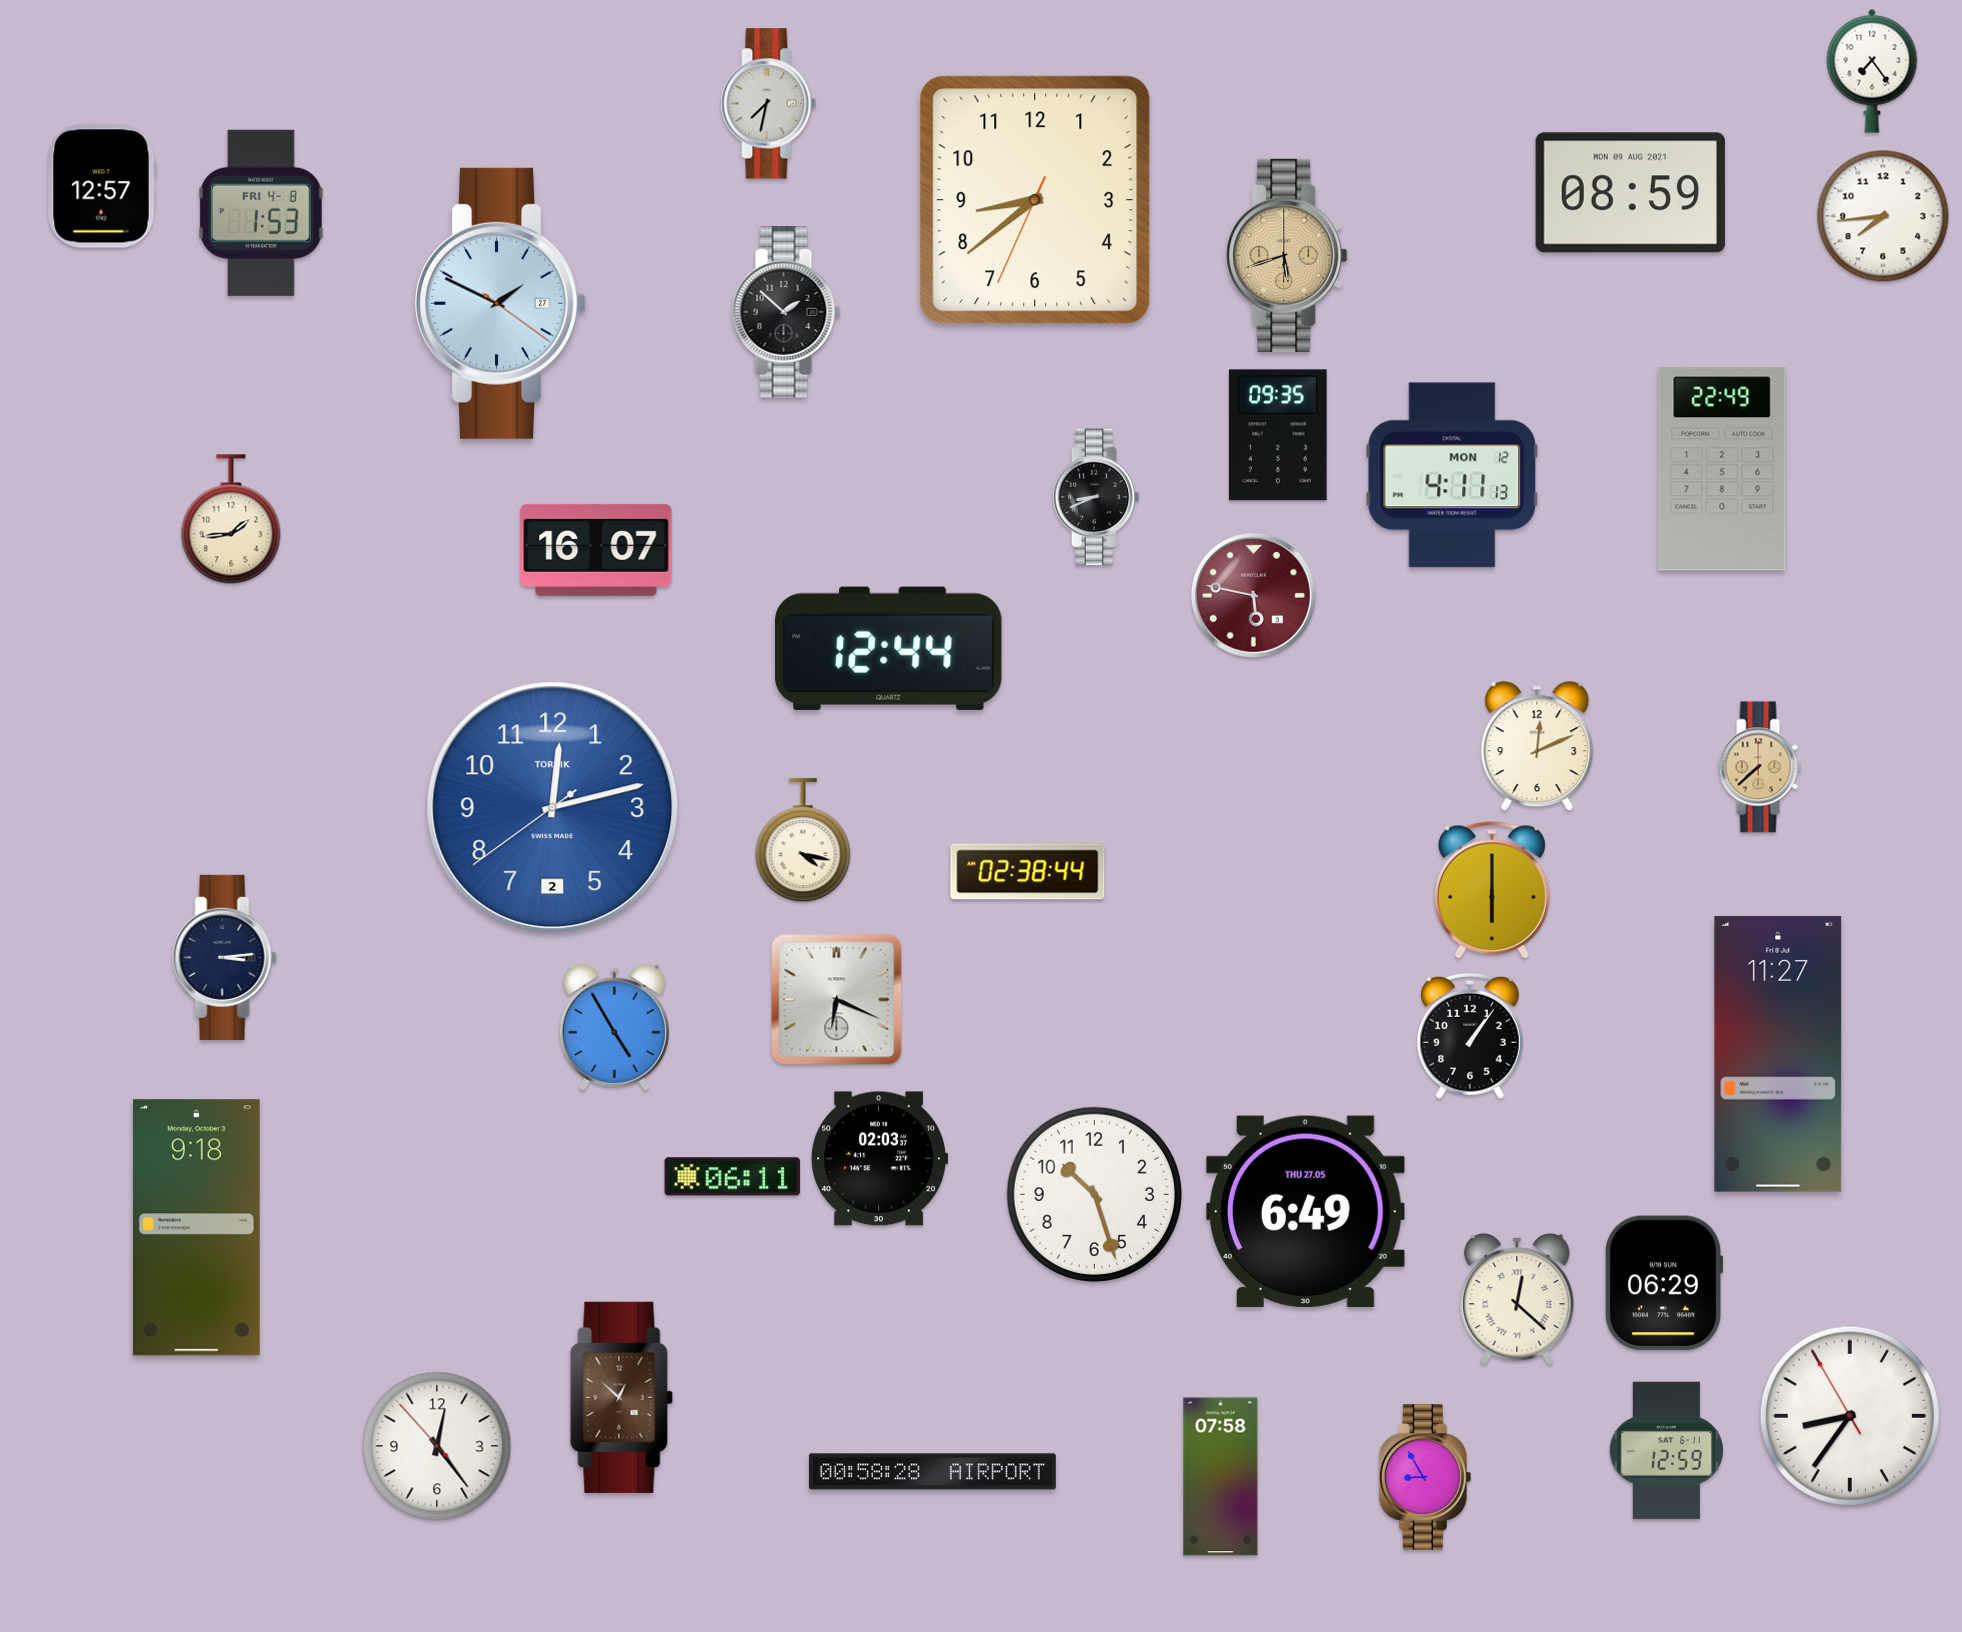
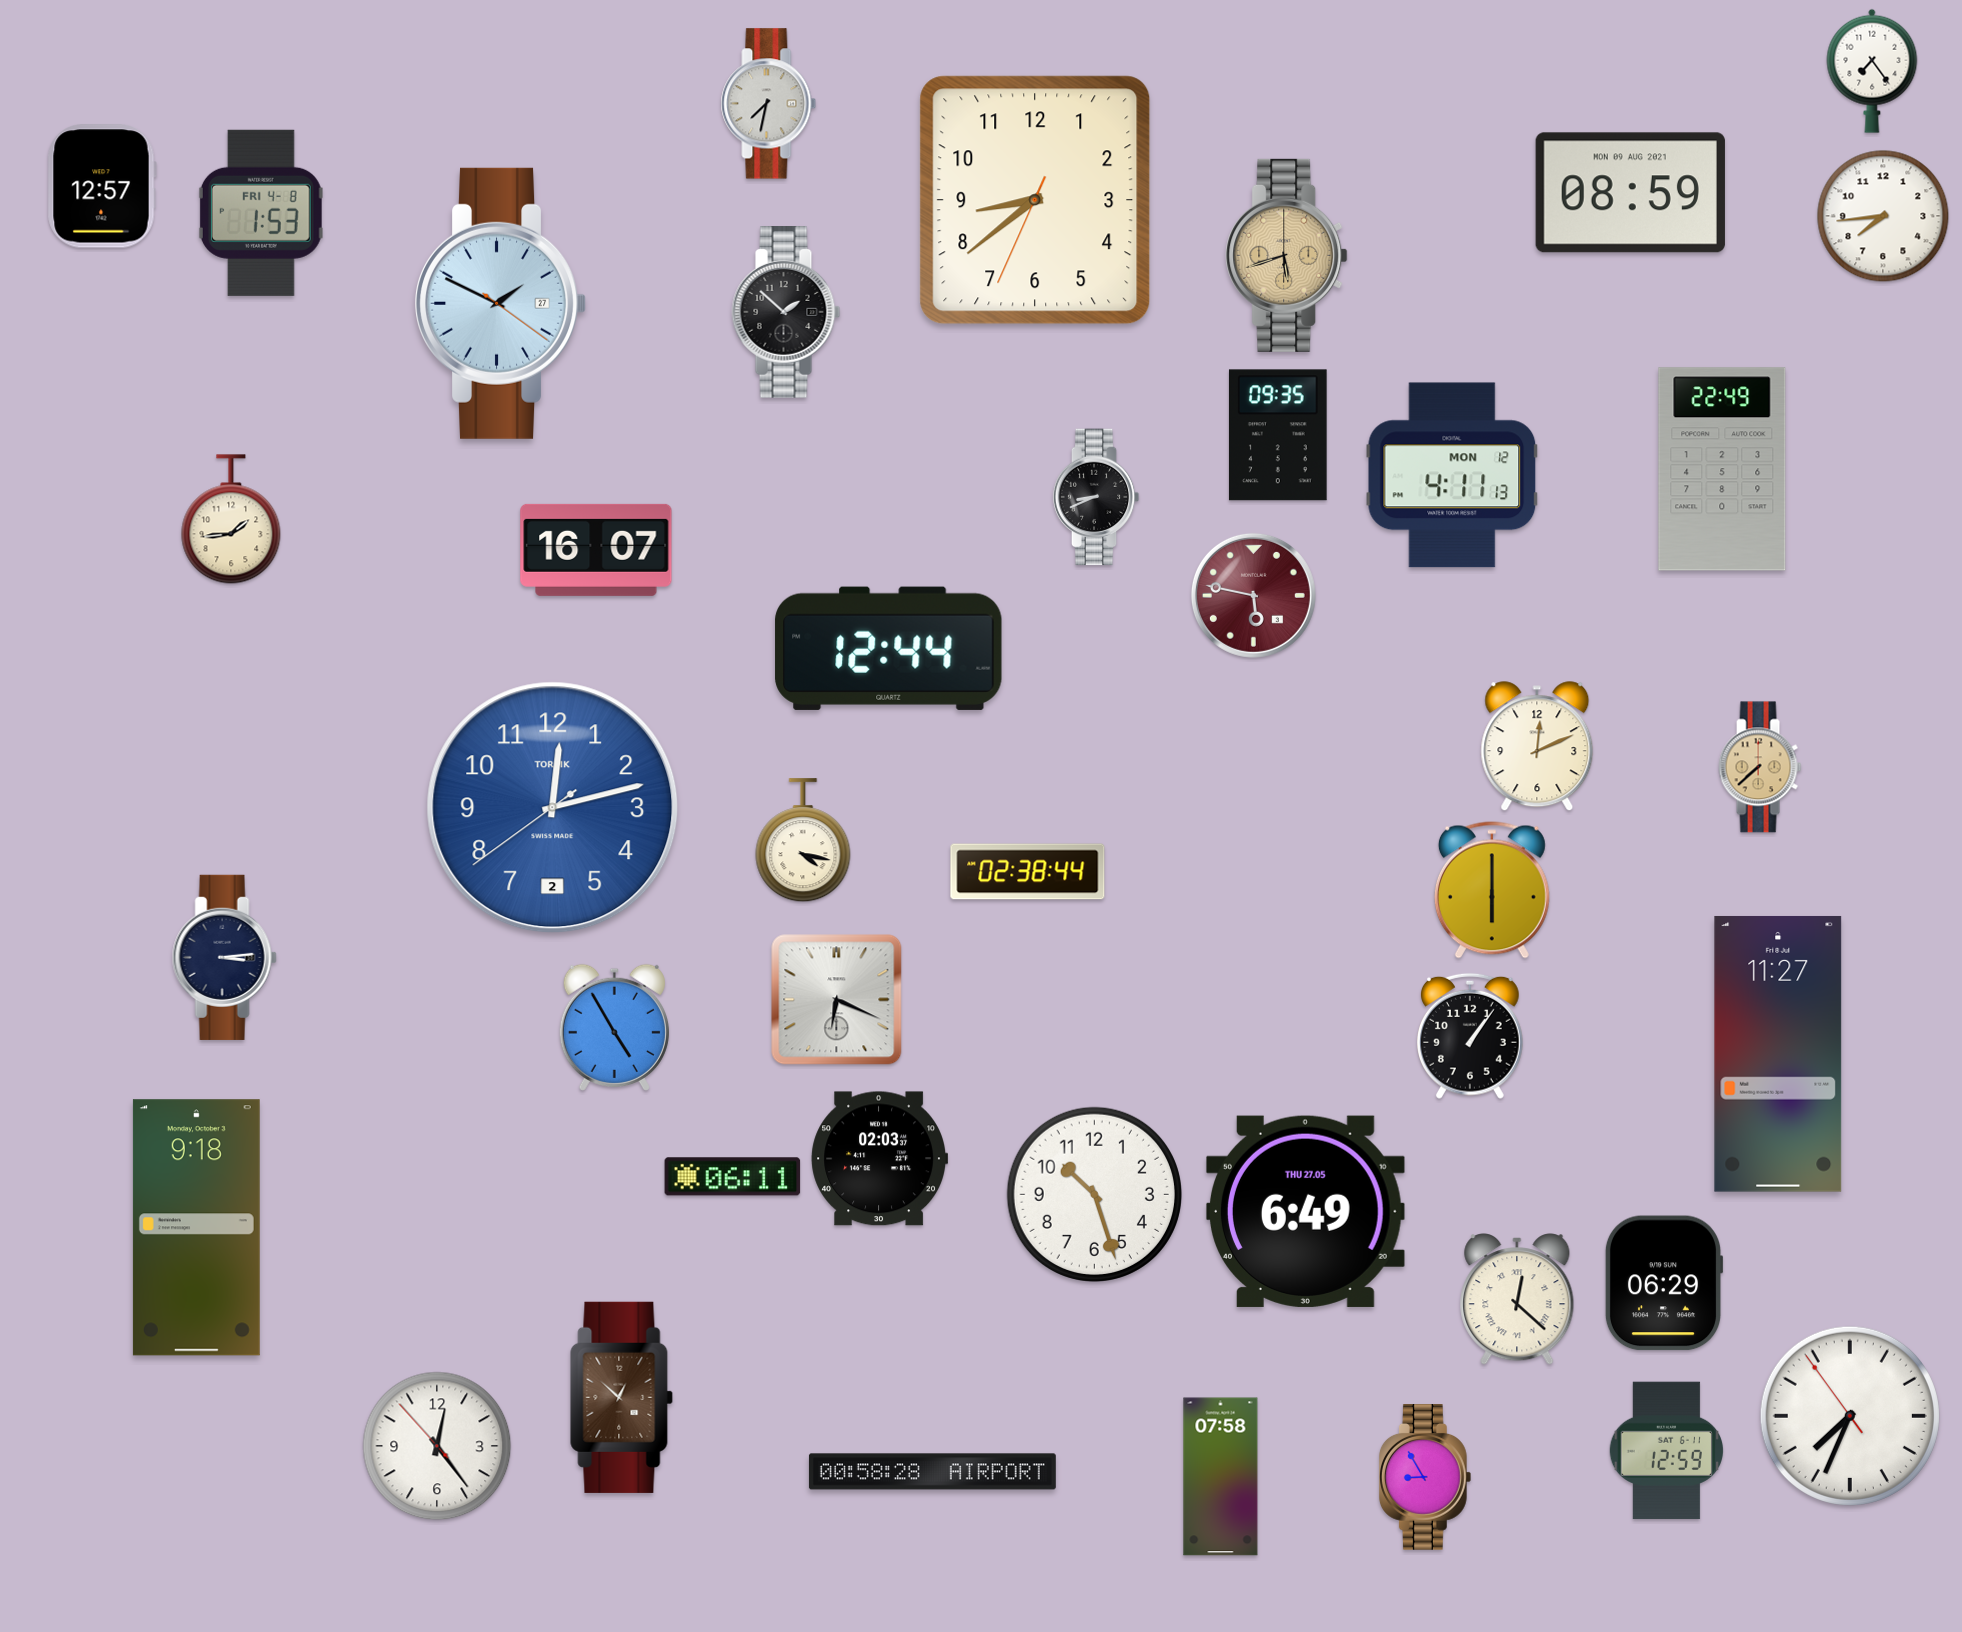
clock at (1850, 1416): 8:35 -> 7:33
